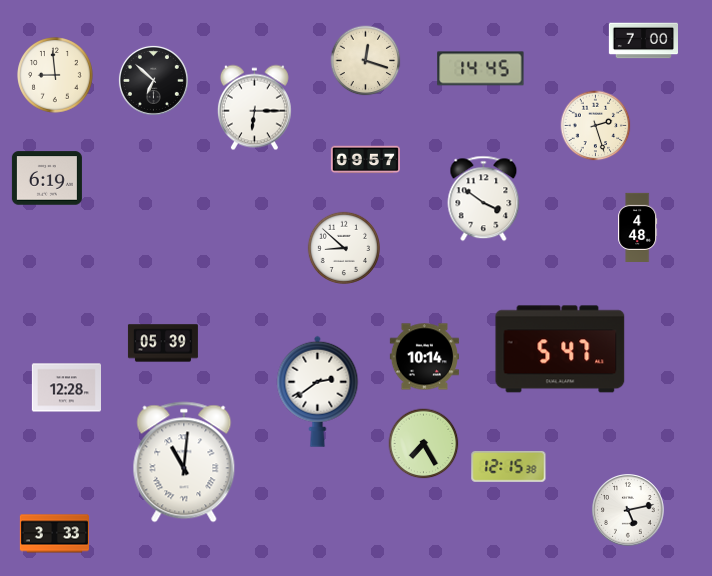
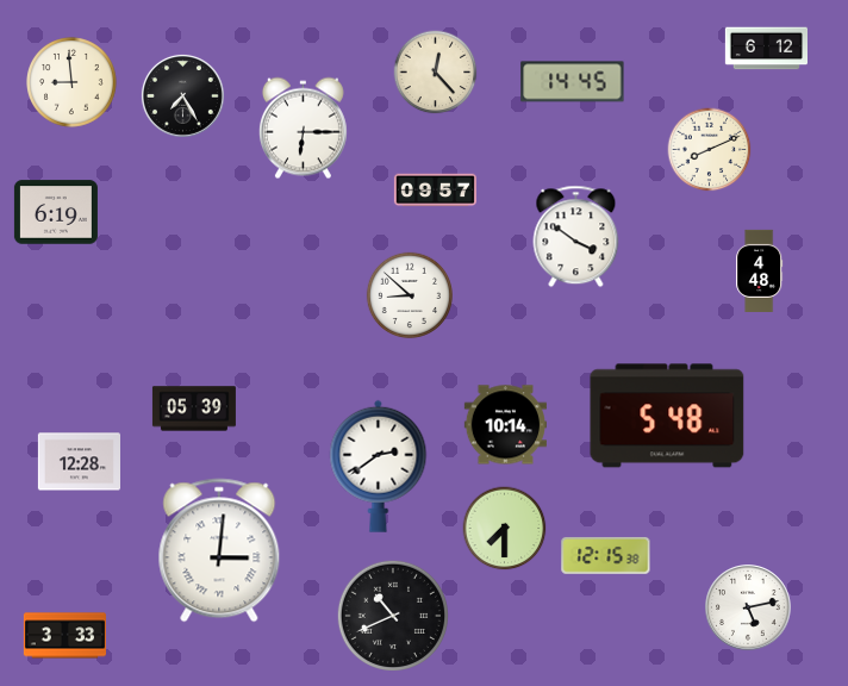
clock at (643, 41): 7:00 -> 6:12
clock at (366, 61): 12:18 -> 12:23
clock at (56, 76) position: (56, 76) -> (73, 83)
clock at (153, 80): 6:52 -> 7:25
clock at (596, 126): 2:27 -> 8:11
clock at (560, 349): 5:47 -> 5:48
clock at (424, 444): 7:25 -> 7:30
clock at (184, 462): 11:01 -> 3:01
clock at (392, 615): none -> 10:41
